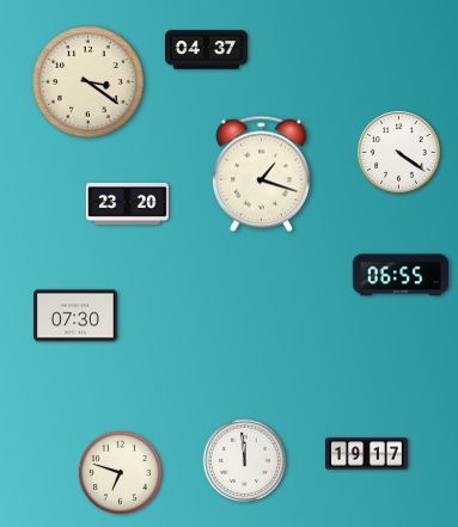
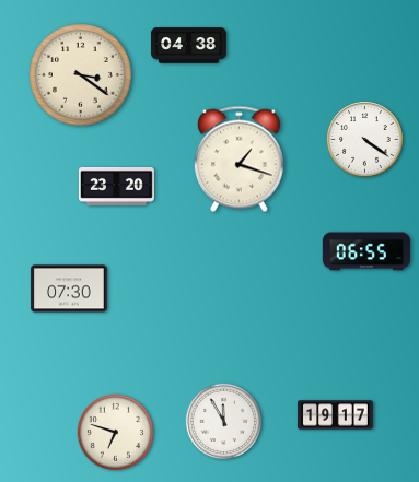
clock at (207, 50): 04:37 -> 04:38
clock at (244, 460): 11:59 -> 11:55
clock at (120, 472) position: (120, 472) -> (115, 432)
